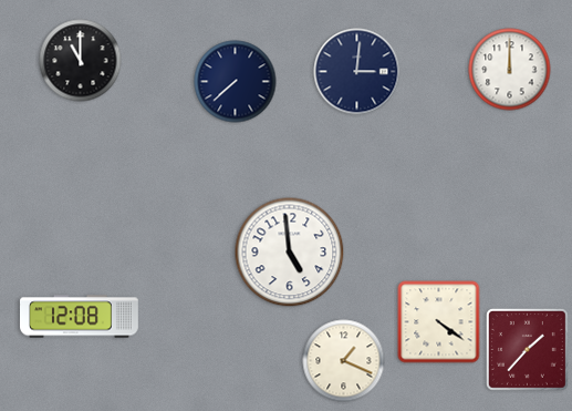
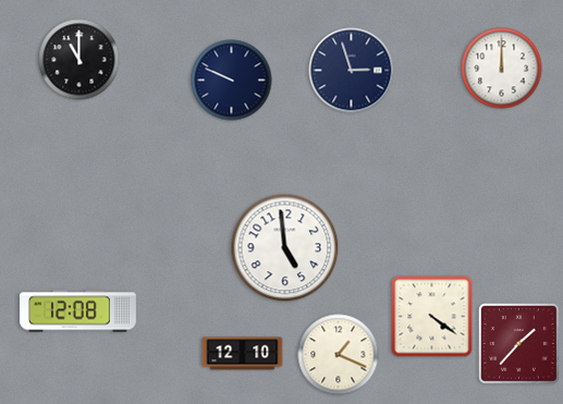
clock at (357, 72): 3:01 -> 2:57
clock at (236, 82): 7:38 -> 9:49
clock at (243, 354): none -> 12:10
